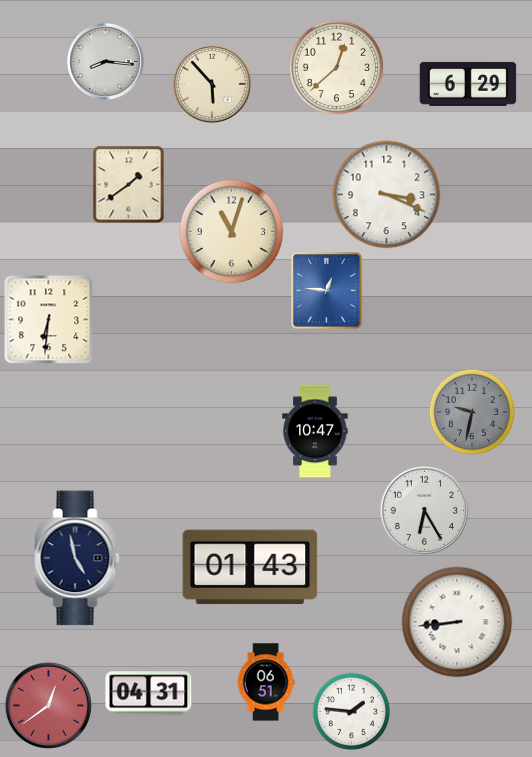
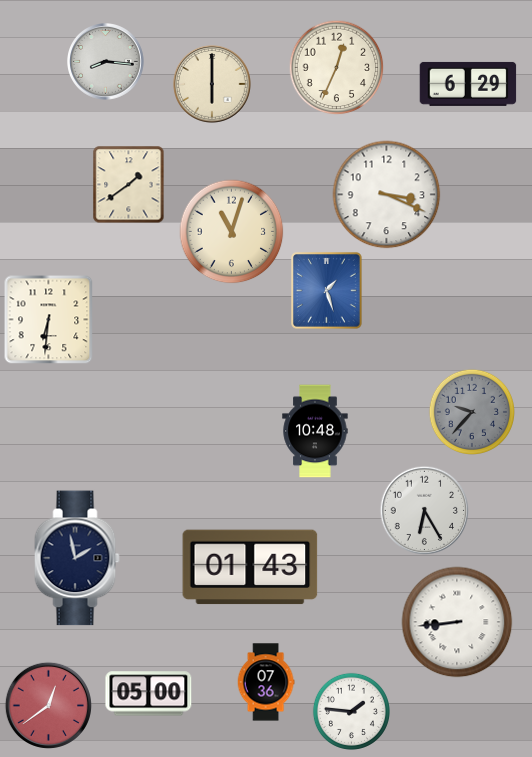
clock at (336, 67): 12:38 -> 12:34
clock at (213, 85): 5:53 -> 6:00
clock at (327, 291): 12:46 -> 1:27
clock at (471, 411): 9:32 -> 9:37
clock at (315, 431): 10:47 -> 10:48
clock at (77, 558): 4:58 -> 1:58
clock at (266, 682): 06:51 -> 07:36
clock at (149, 694): 04:31 -> 05:00
